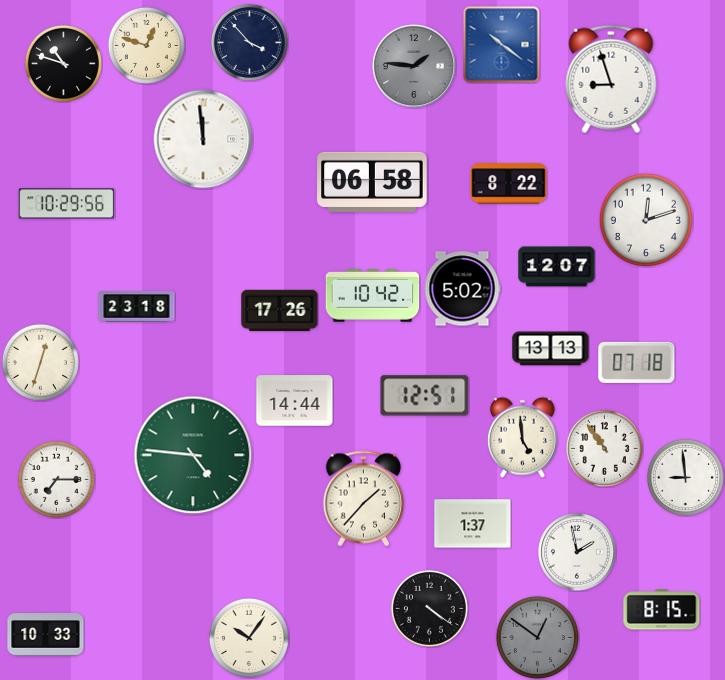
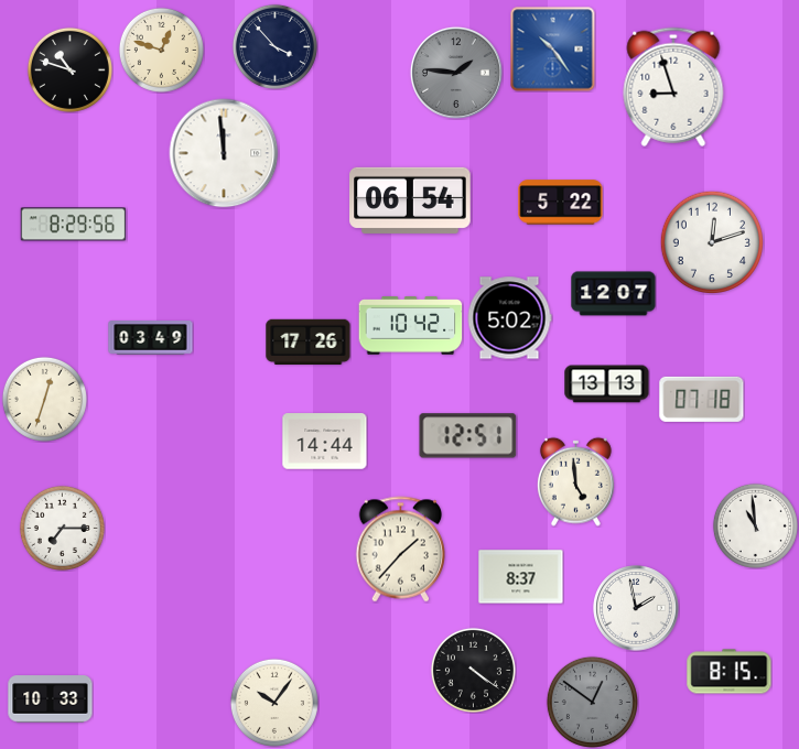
clock at (502, 45): 10:21 -> 10:24
clock at (372, 182): 06:58 -> 06:54
clock at (509, 184): 8:22 -> 5:22
clock at (67, 204): 10:29 -> 8:29
clock at (137, 307): 23:18 -> 03:49
clock at (604, 448): 10:54 -> none
clock at (193, 455): 4:46 -> none
clock at (685, 477): 8:59 -> 10:59
clock at (473, 524): 1:37 -> 8:37
